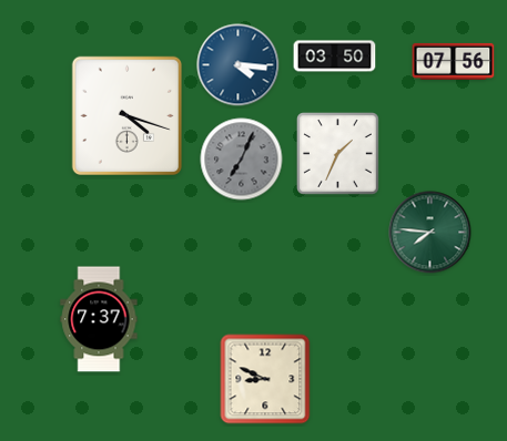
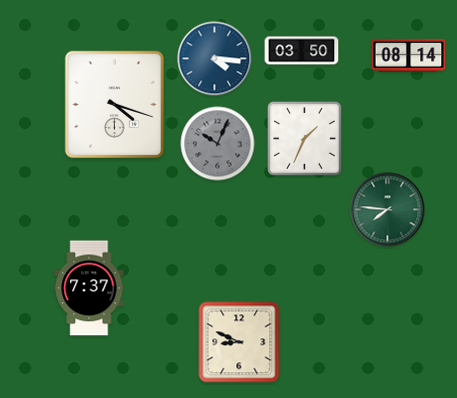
clock at (454, 61): 07:56 -> 08:14
clock at (242, 160): 7:04 -> 10:04
